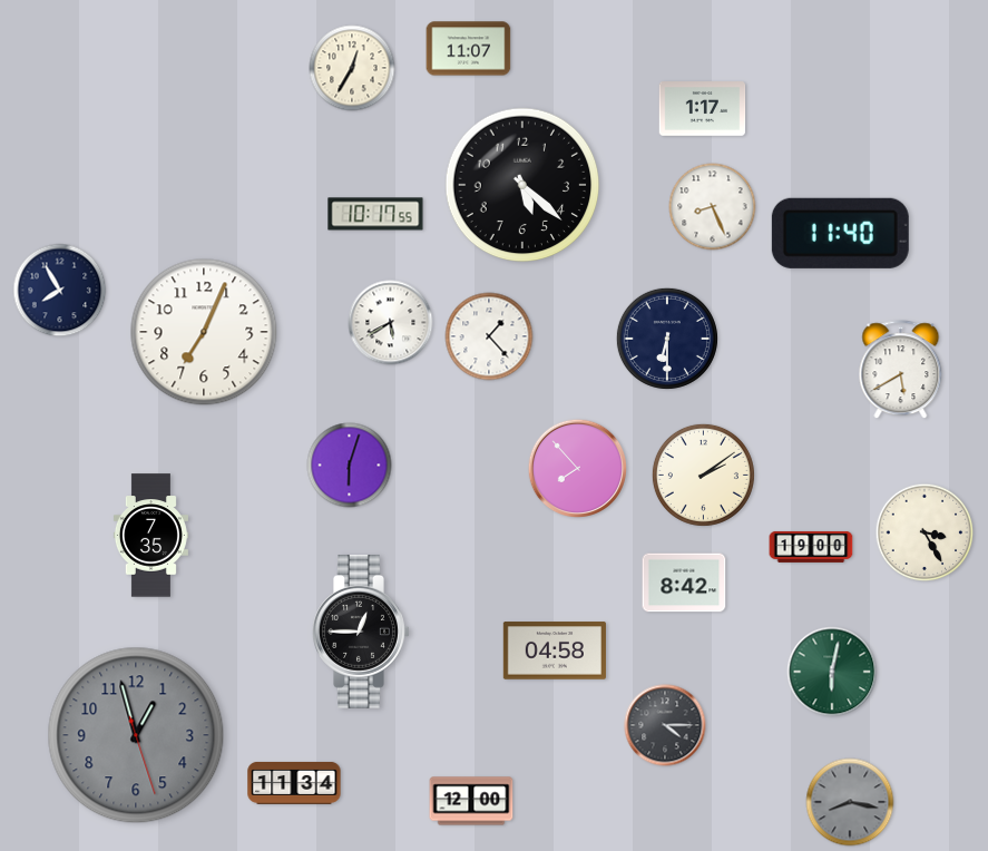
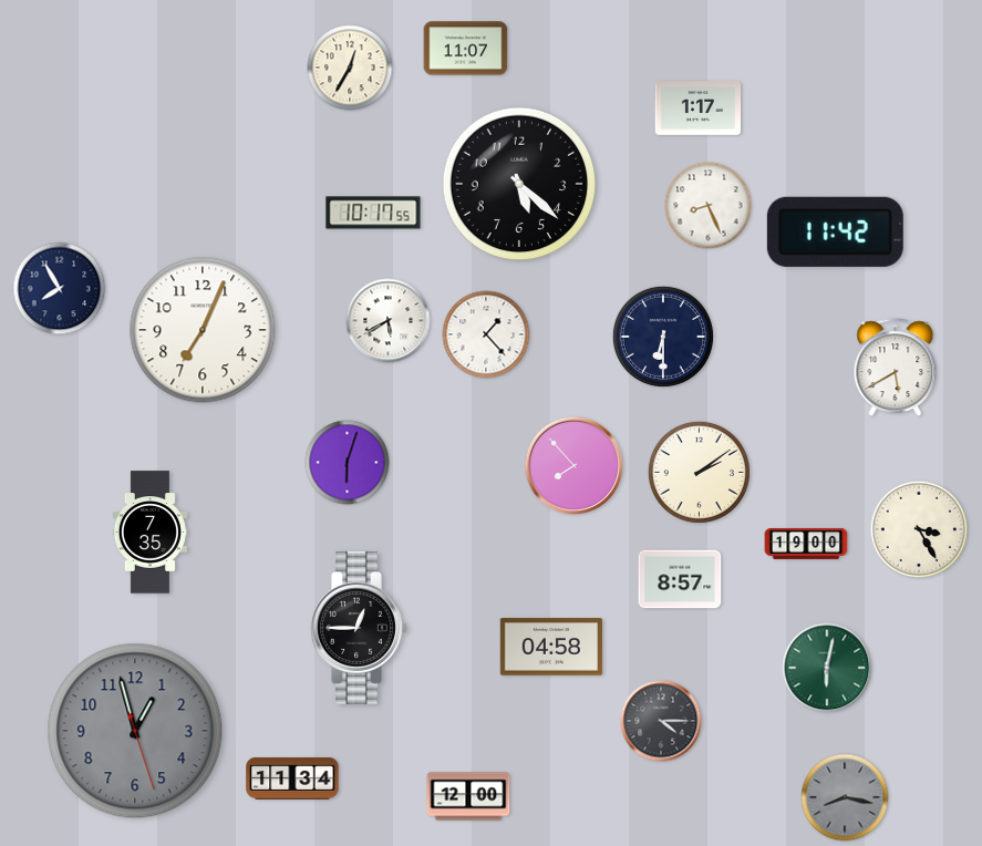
clock at (840, 233): 11:40 -> 11:42
clock at (684, 583): 8:42 -> 8:57
